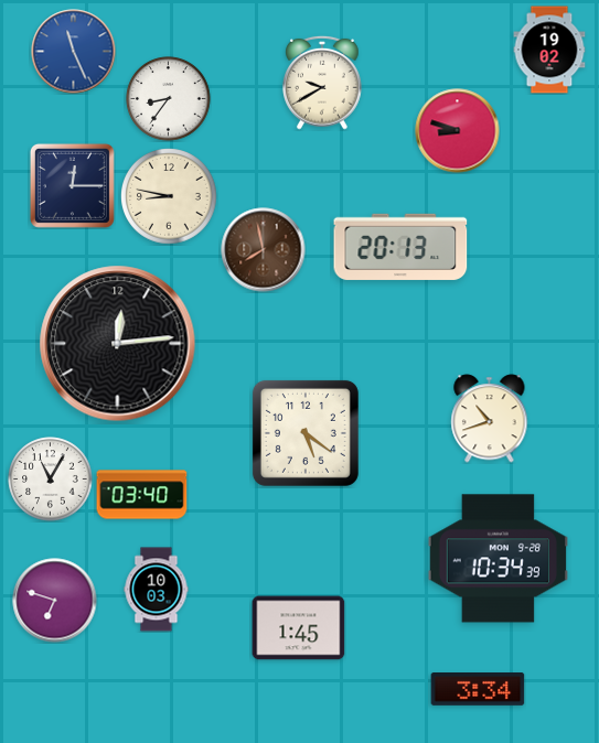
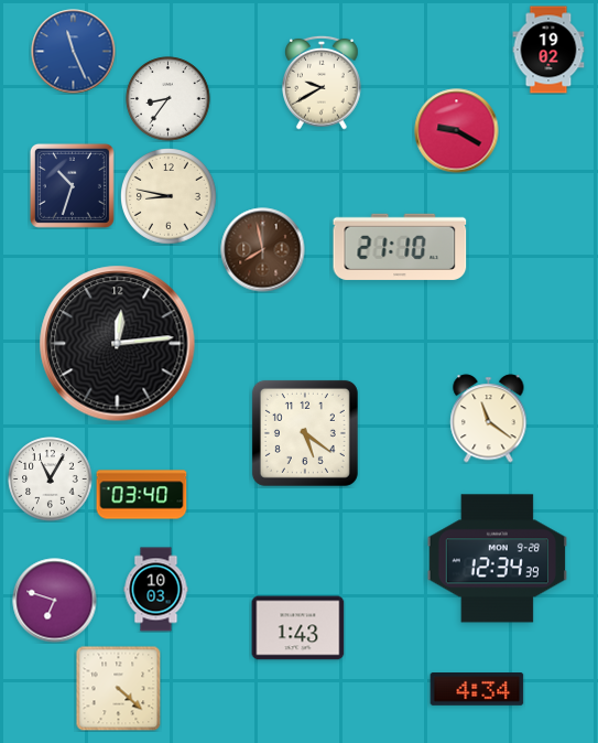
clock at (458, 131): 8:48 -> 9:20
clock at (72, 185): 12:15 -> 10:33
clock at (400, 247): 20:13 -> 21:10
clock at (490, 419): 10:42 -> 11:21
clock at (498, 559): 10:34 -> 12:34
clock at (299, 628): 1:45 -> 1:43
clock at (118, 688): none -> 4:22
clock at (478, 690): 3:34 -> 4:34
